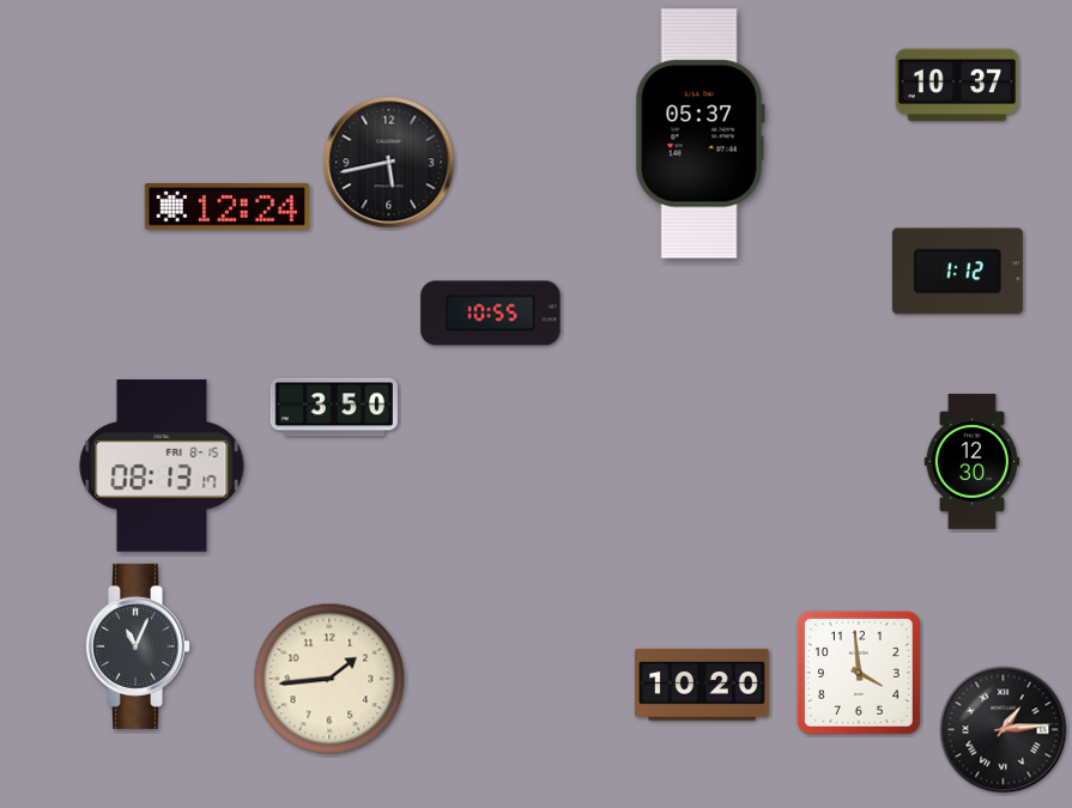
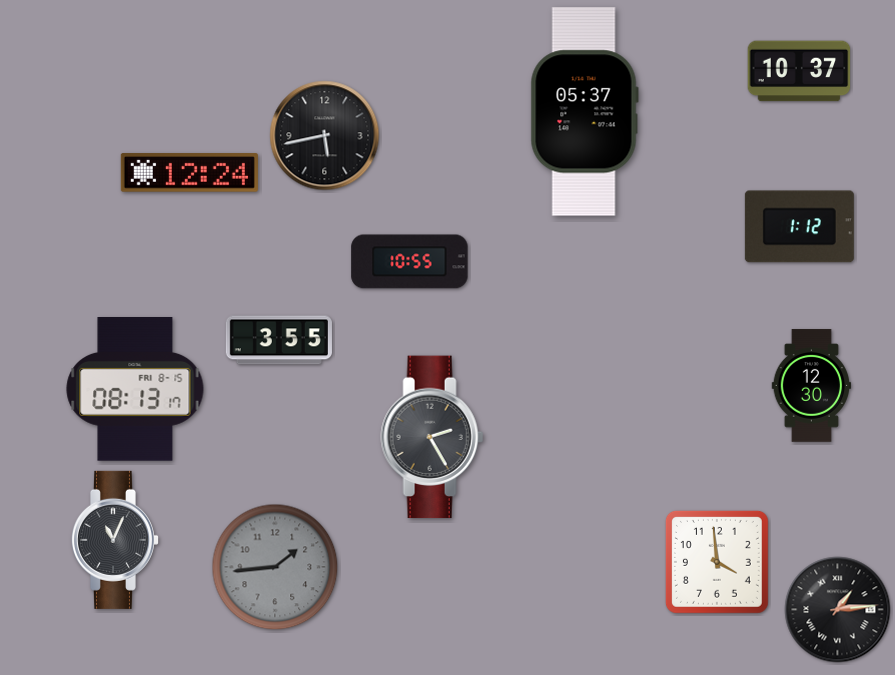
clock at (334, 407): 3:50 -> 3:55
clock at (432, 437): none -> 2:25
clock at (329, 679) dial: cream -> grey
clock at (703, 685): 10:20 -> none
